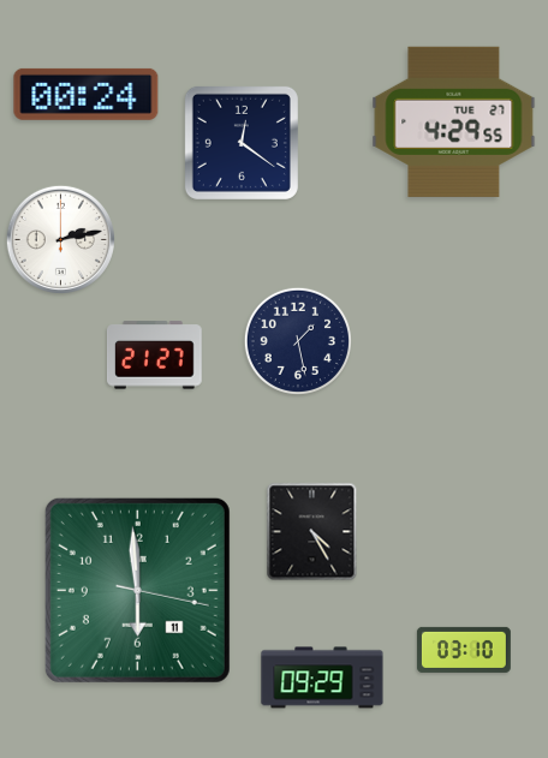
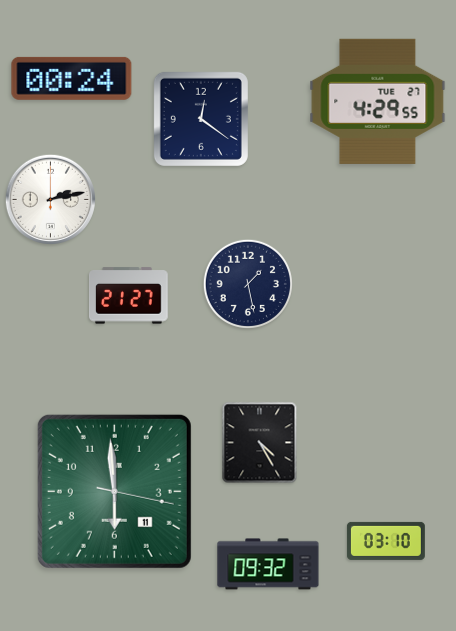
clock at (322, 678): 09:29 -> 09:32
